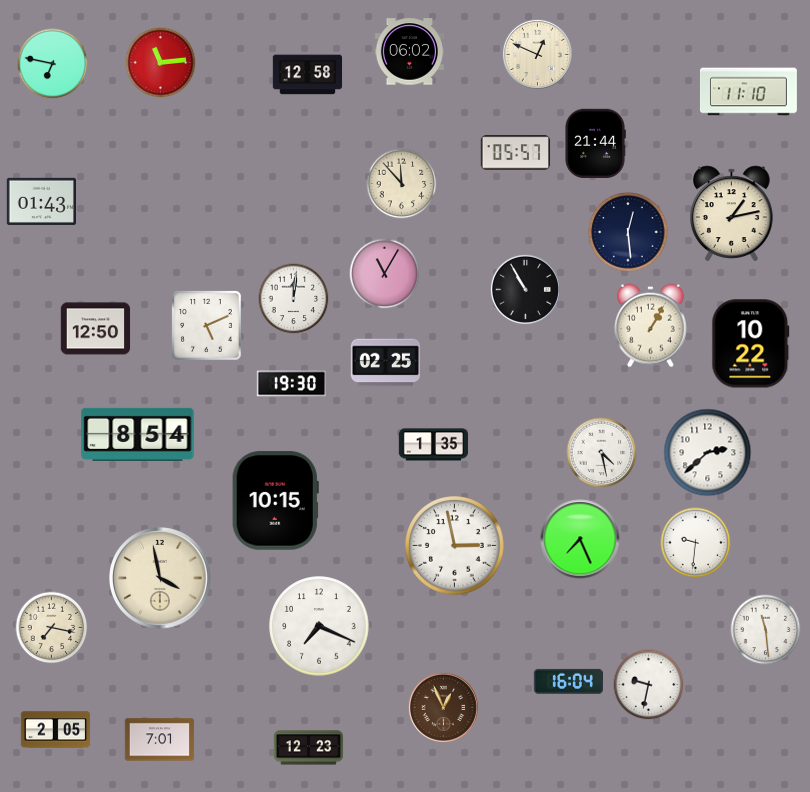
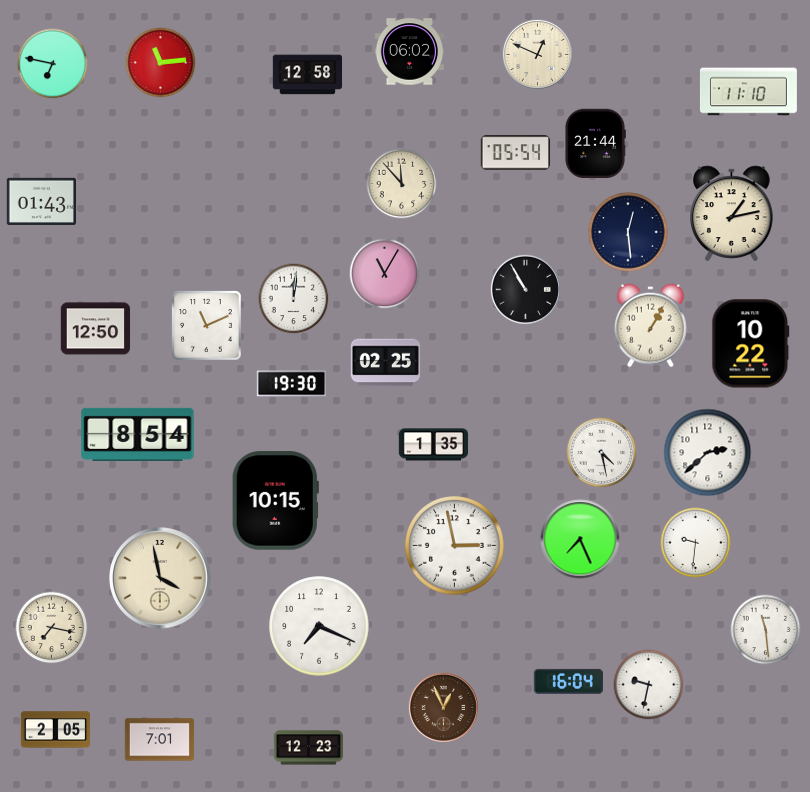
clock at (516, 153): 05:57 -> 05:54
clock at (207, 326): 5:11 -> 11:11
